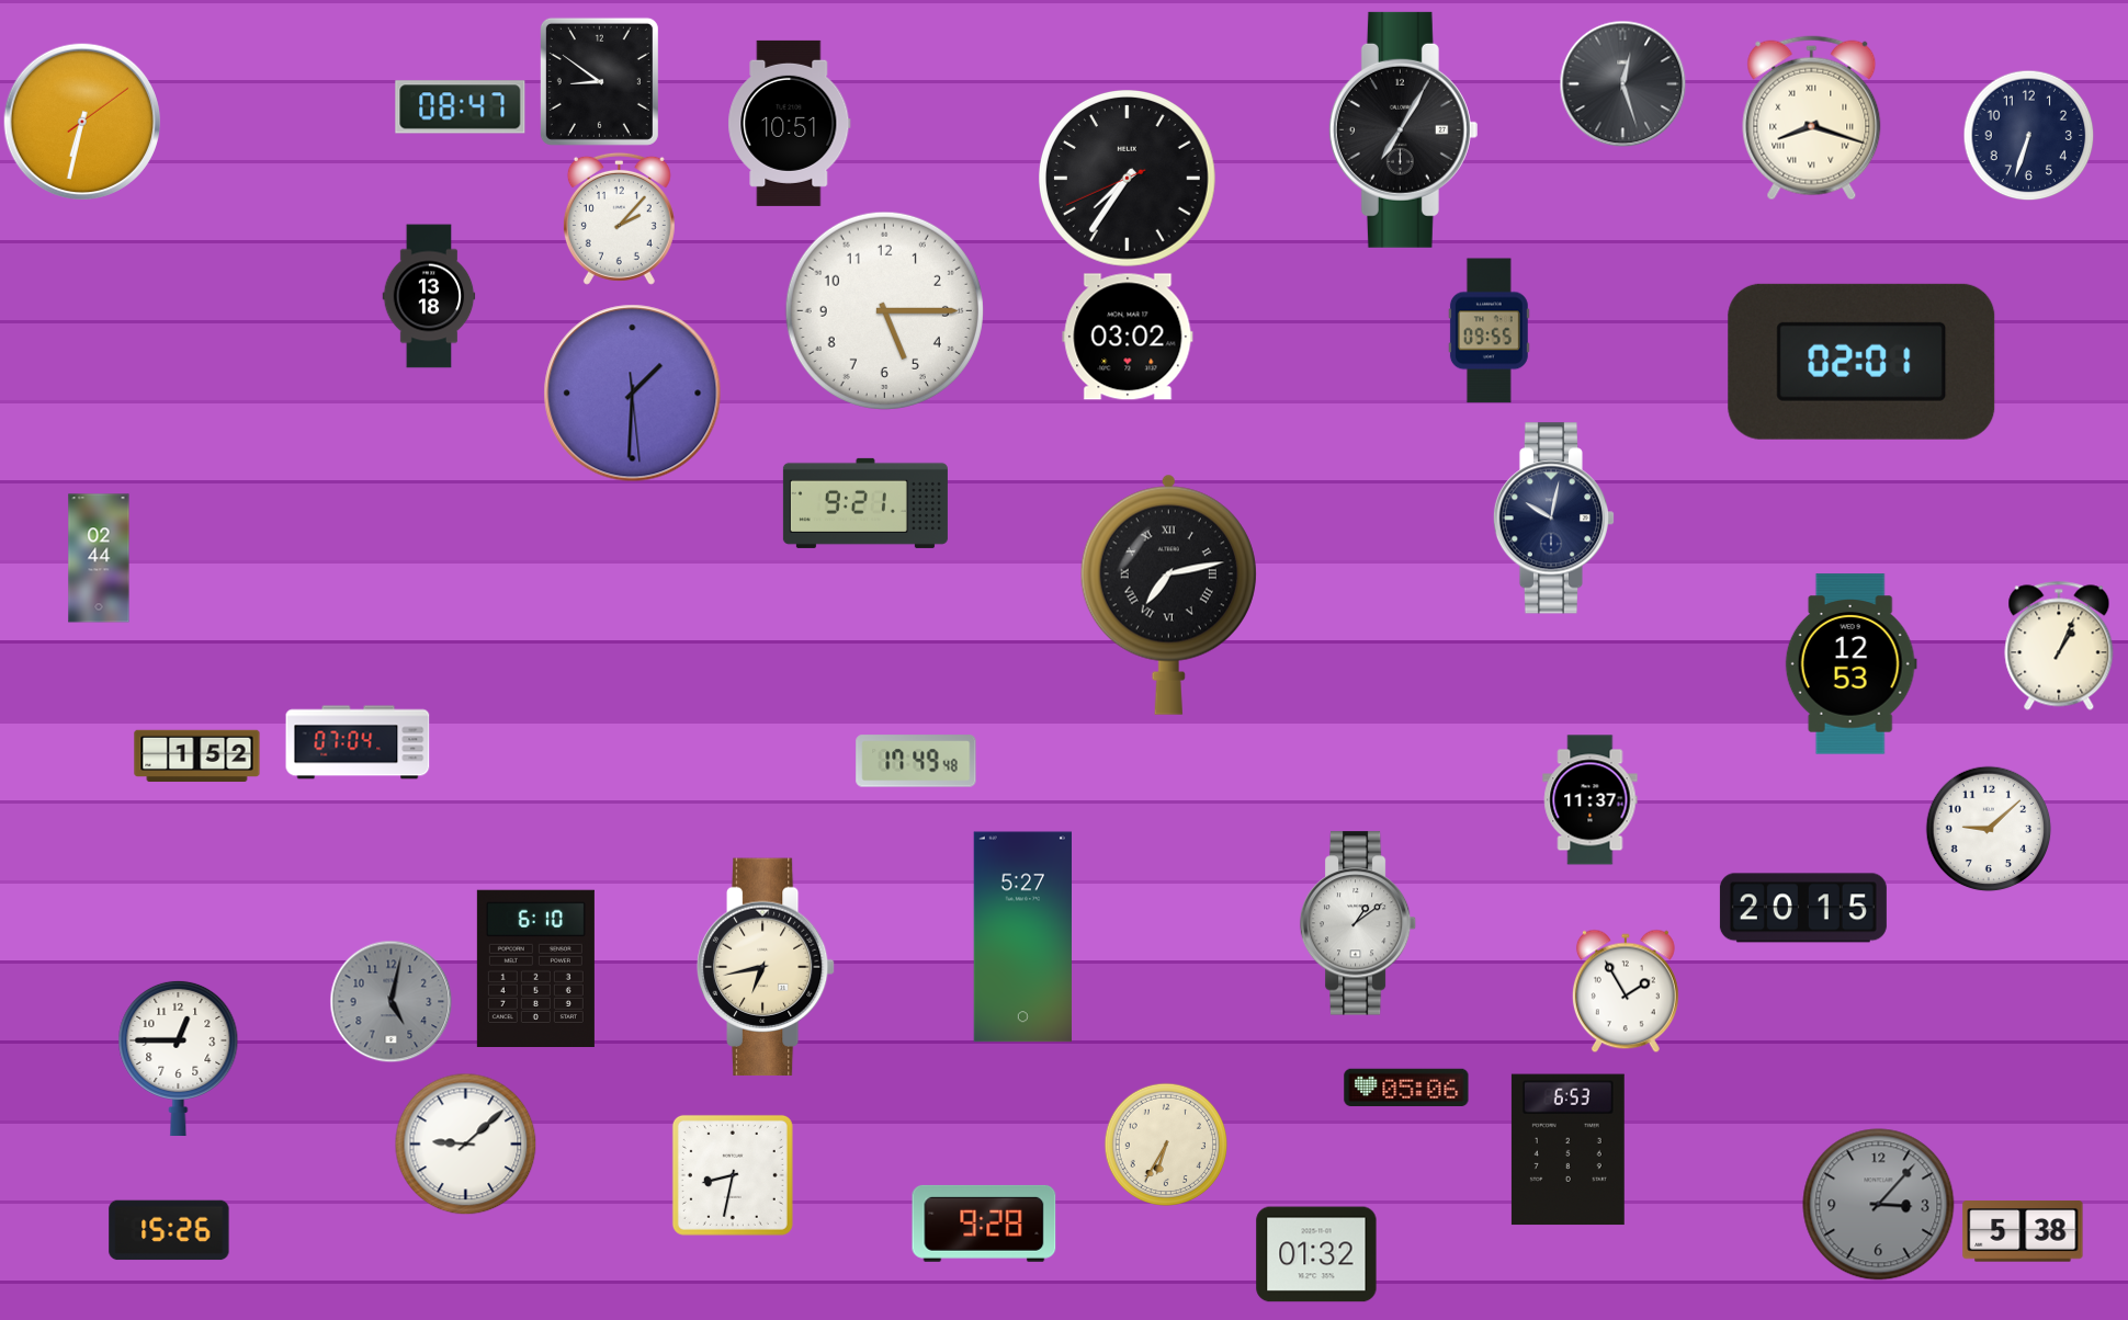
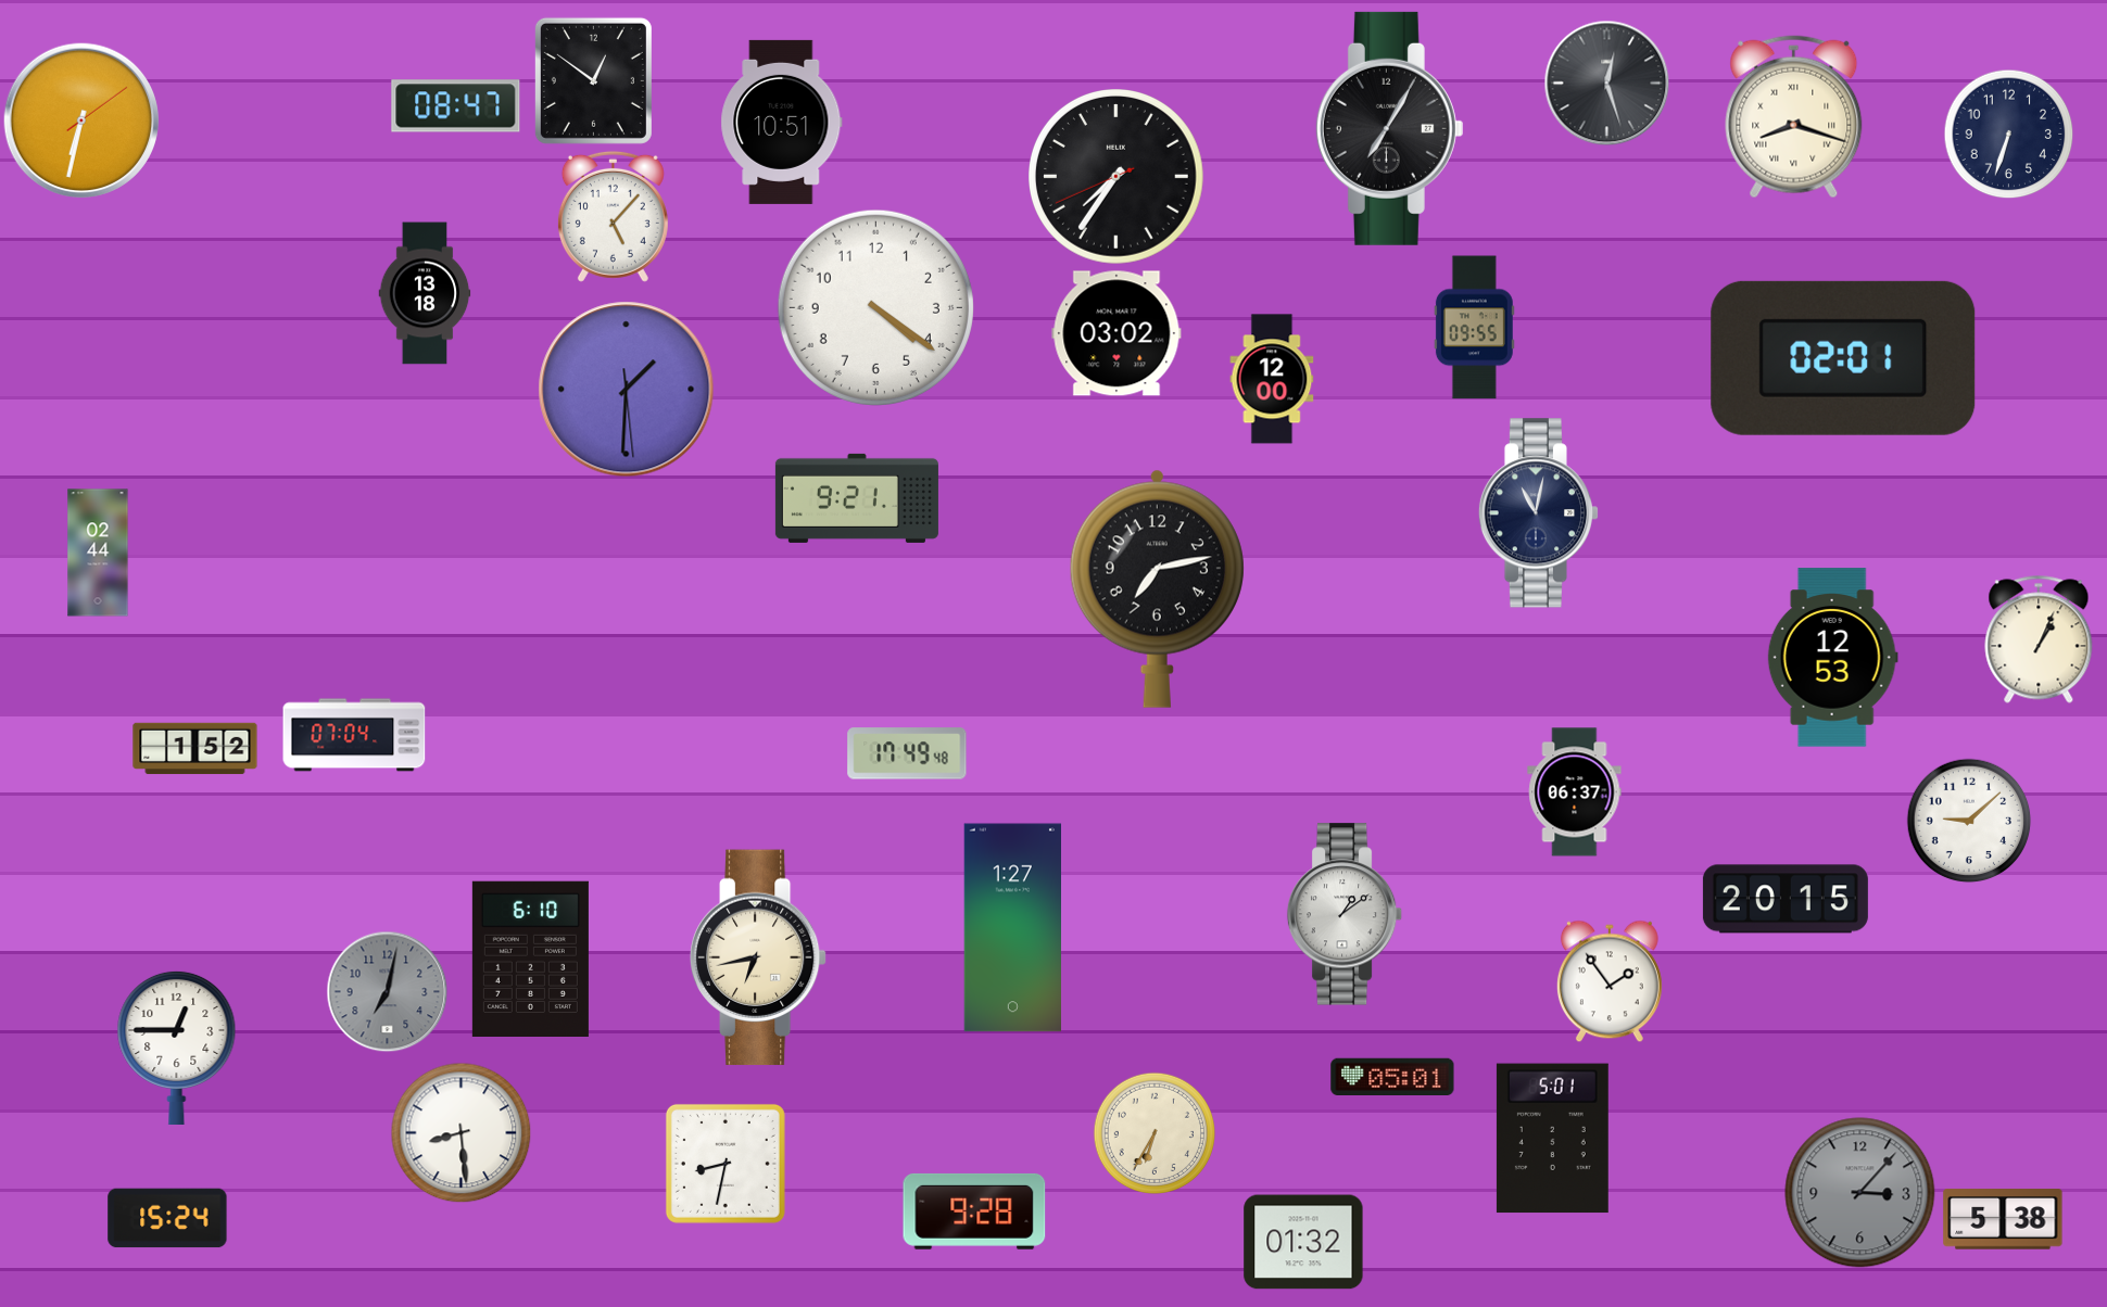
clock at (599, 81): 8:51 -> 12:51
clock at (619, 218): 2:07 -> 5:07
clock at (884, 310): 5:15 -> 4:21
clock at (1272, 379): none -> 12:00
clock at (1554, 519): 10:02 -> 11:02
clock at (1168, 594) numerals: Roman -> Arabic
clock at (1591, 800): 11:37 -> 06:37
clock at (1022, 937): 5:27 -> 1:27
clock at (1626, 991): 1:55 -> 1:54
clock at (390, 1001): 5:02 -> 7:02
clock at (1406, 1086): 05:06 -> 05:01
clock at (465, 1143): 9:08 -> 8:29
clock at (1567, 1150): 6:53 -> 5:01
clock at (169, 1230): 15:26 -> 15:24
